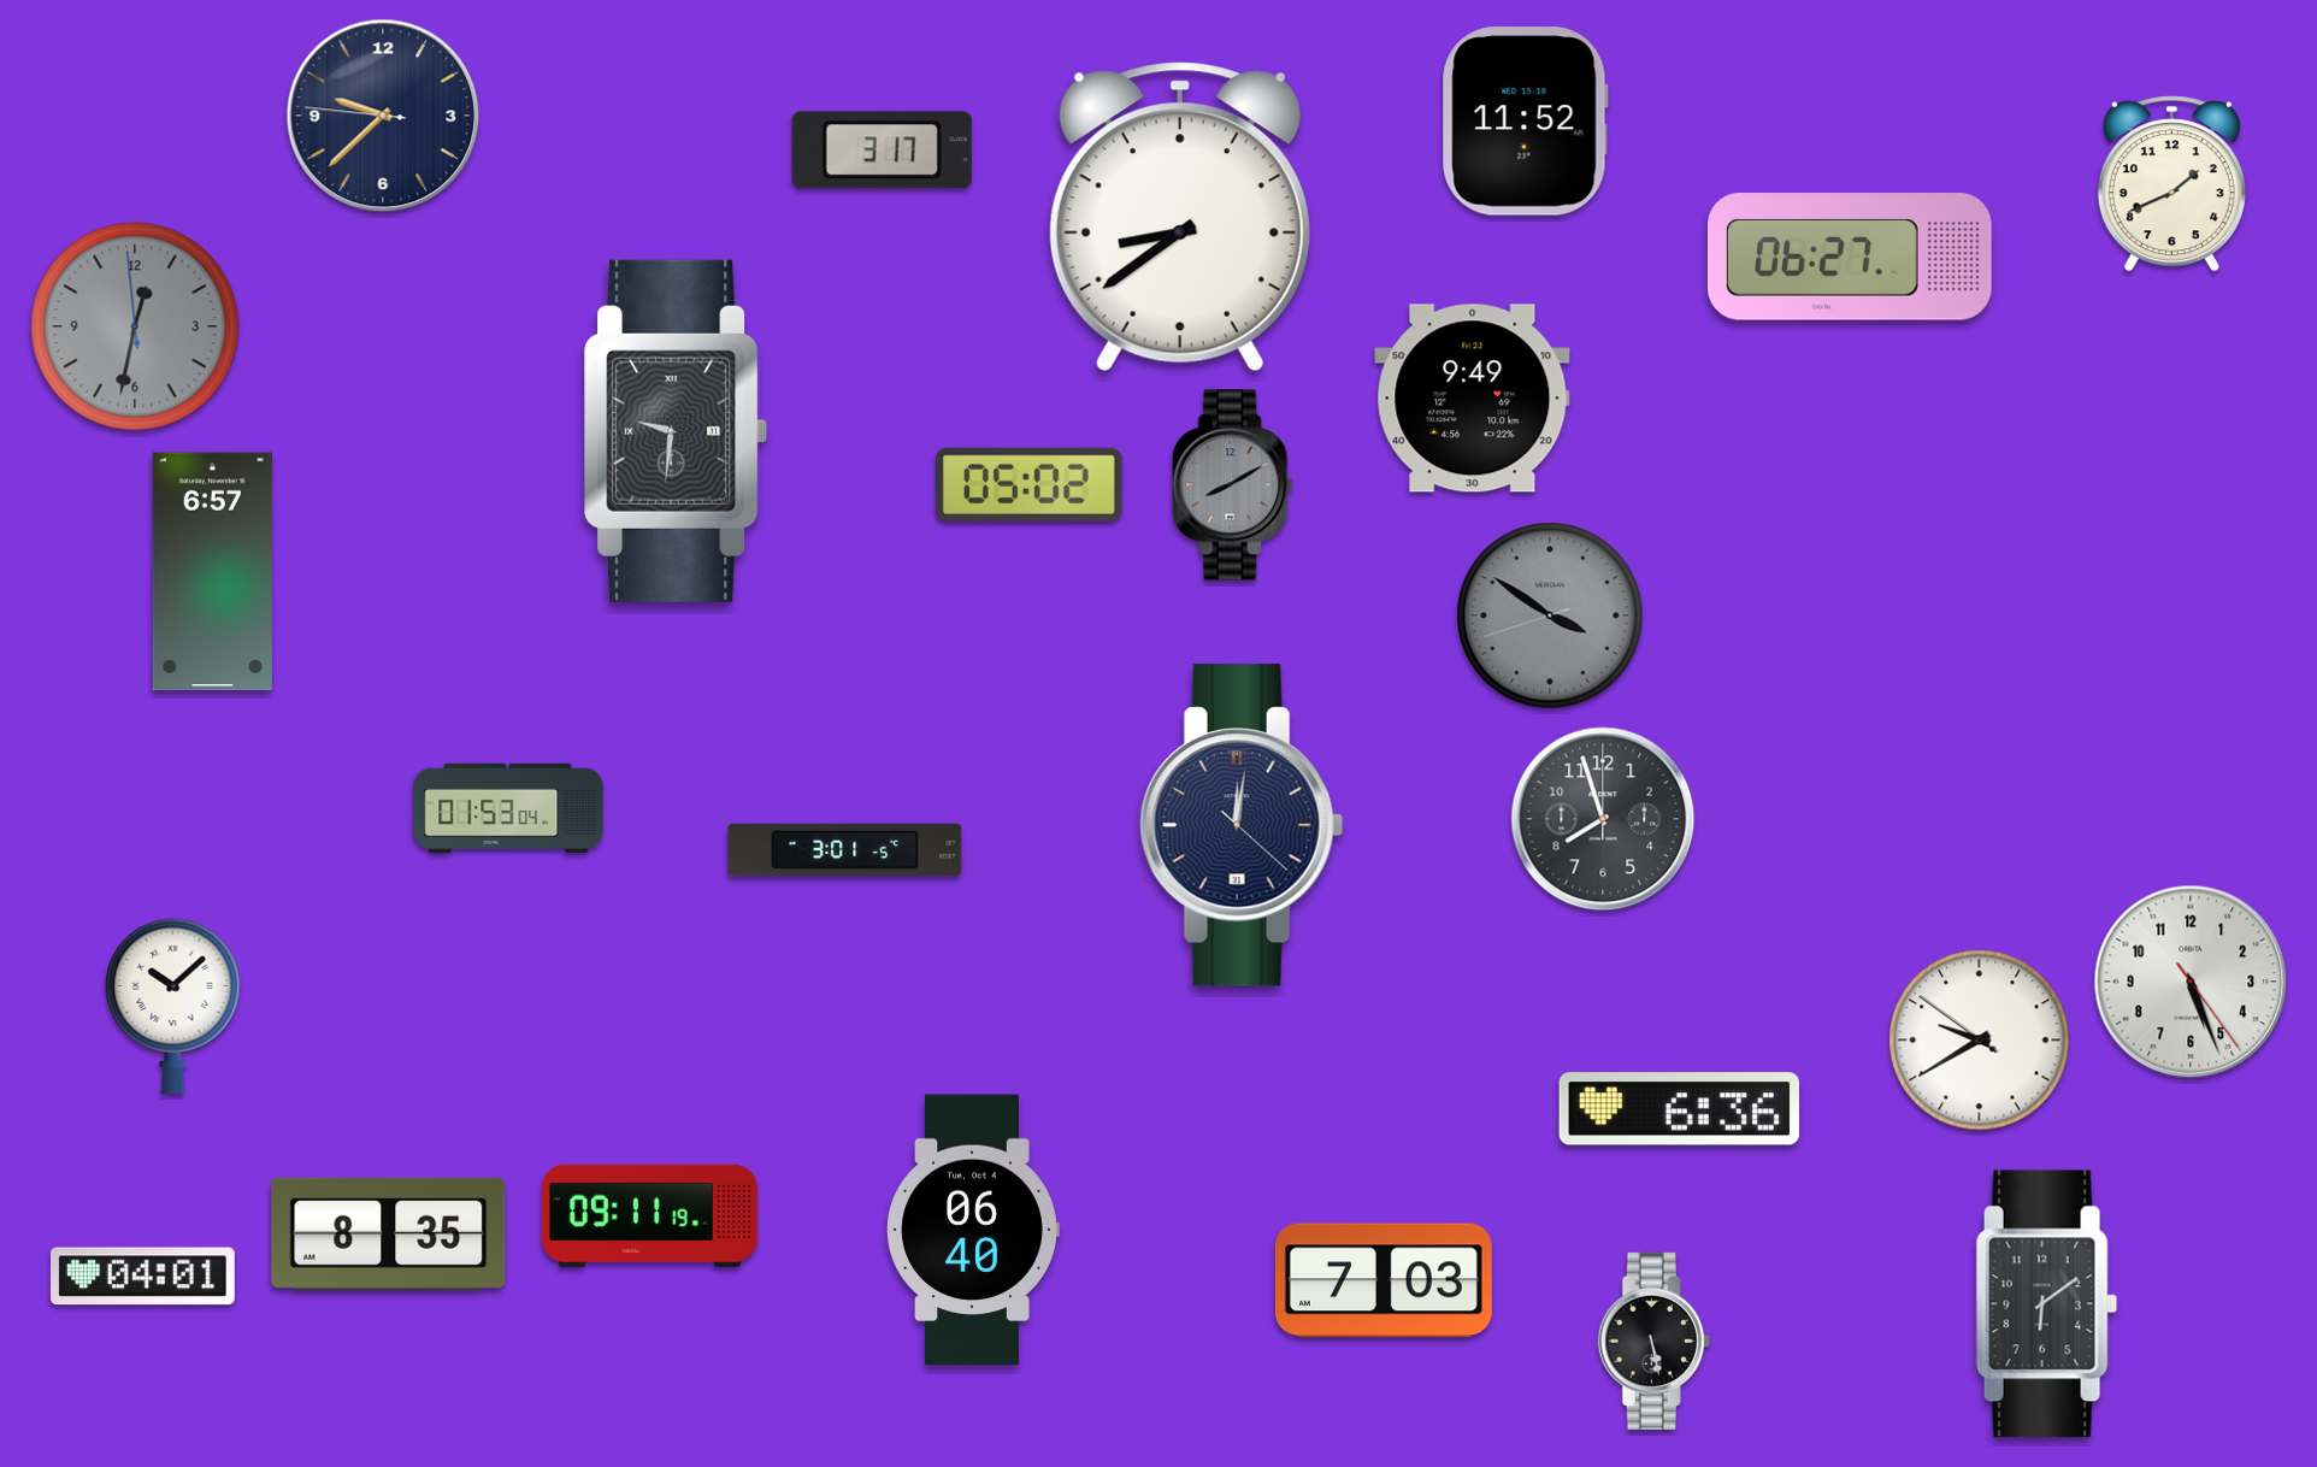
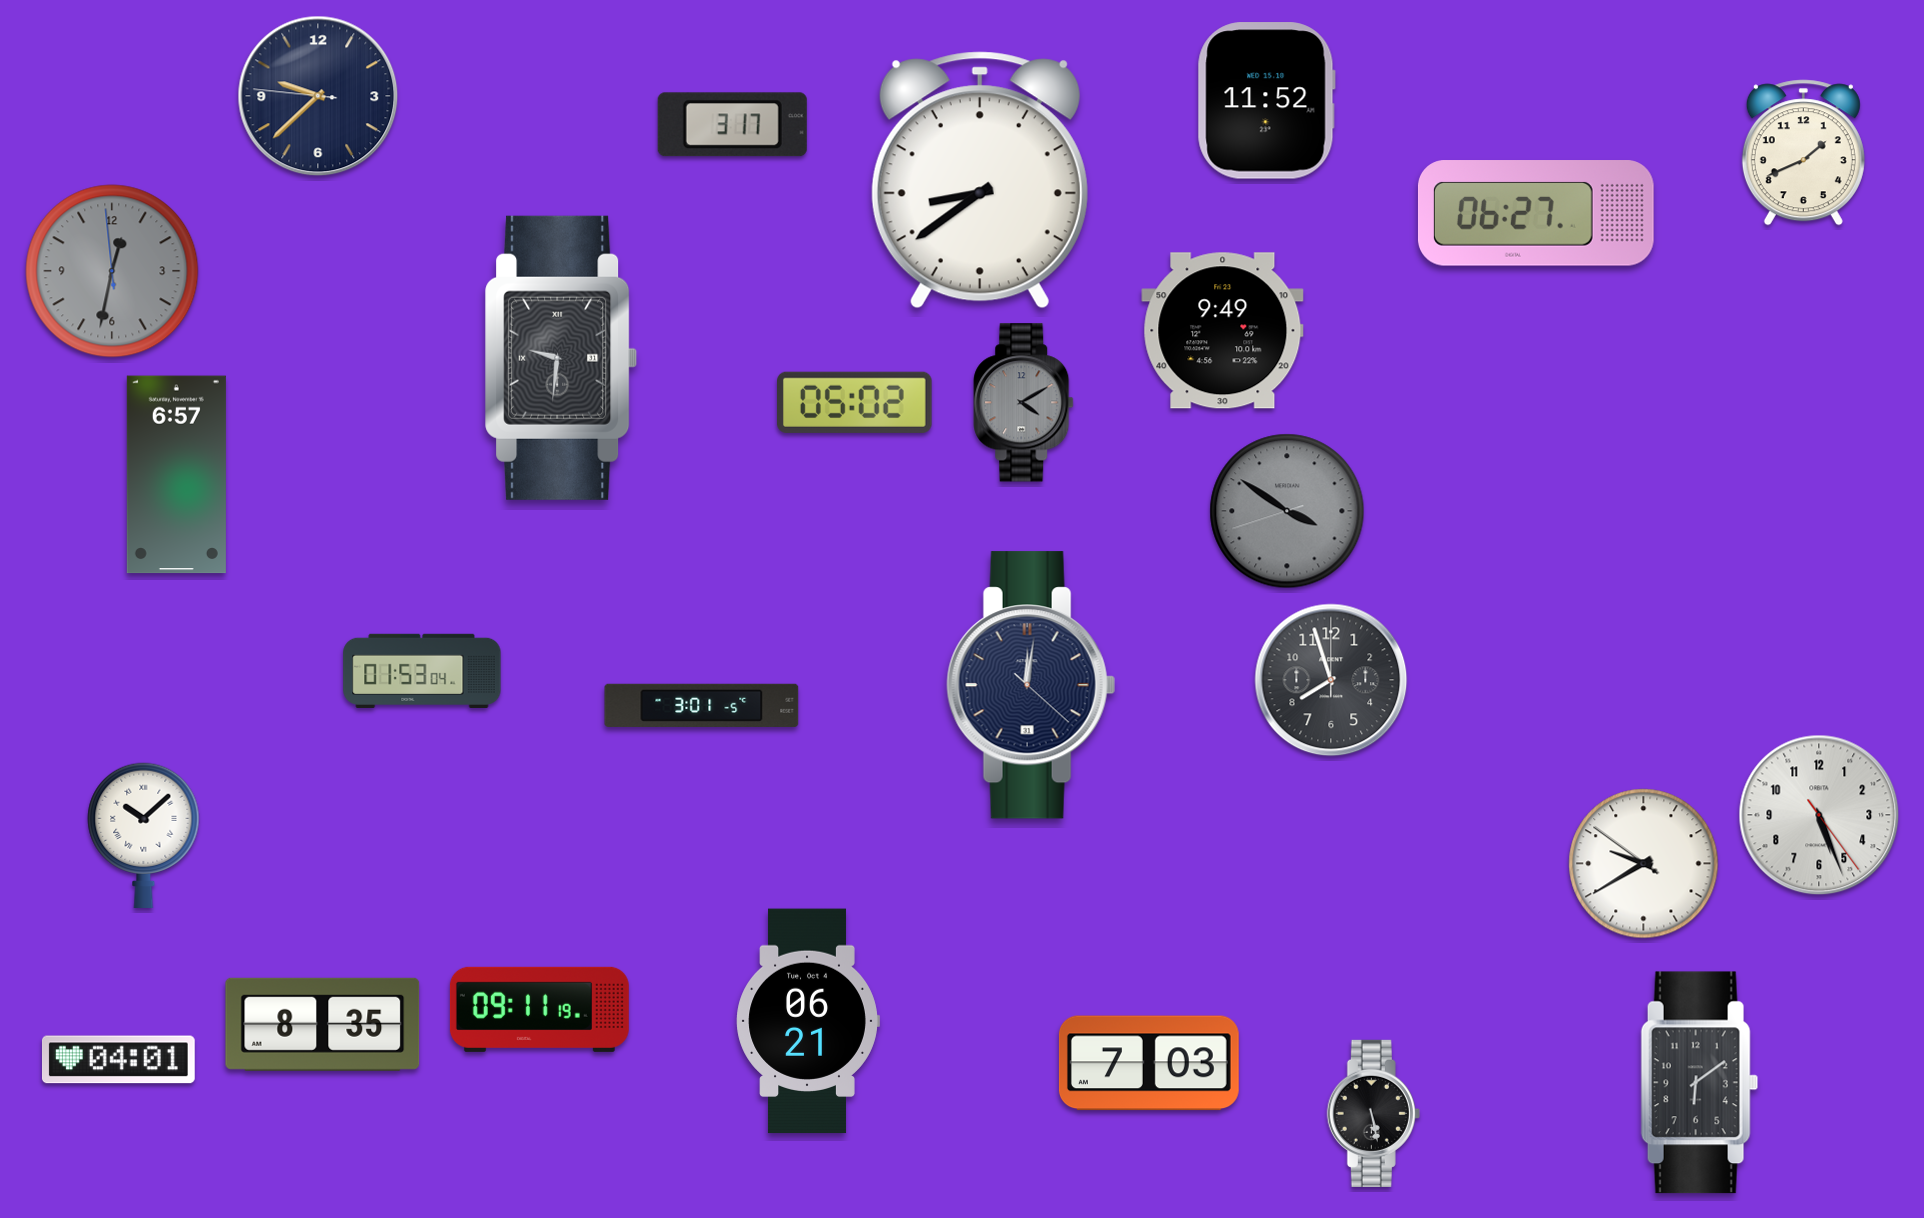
clock at (1233, 485): 8:10 -> 4:10
clock at (1679, 1109): 6:36 -> none
clock at (973, 1230): 06:40 -> 06:21
